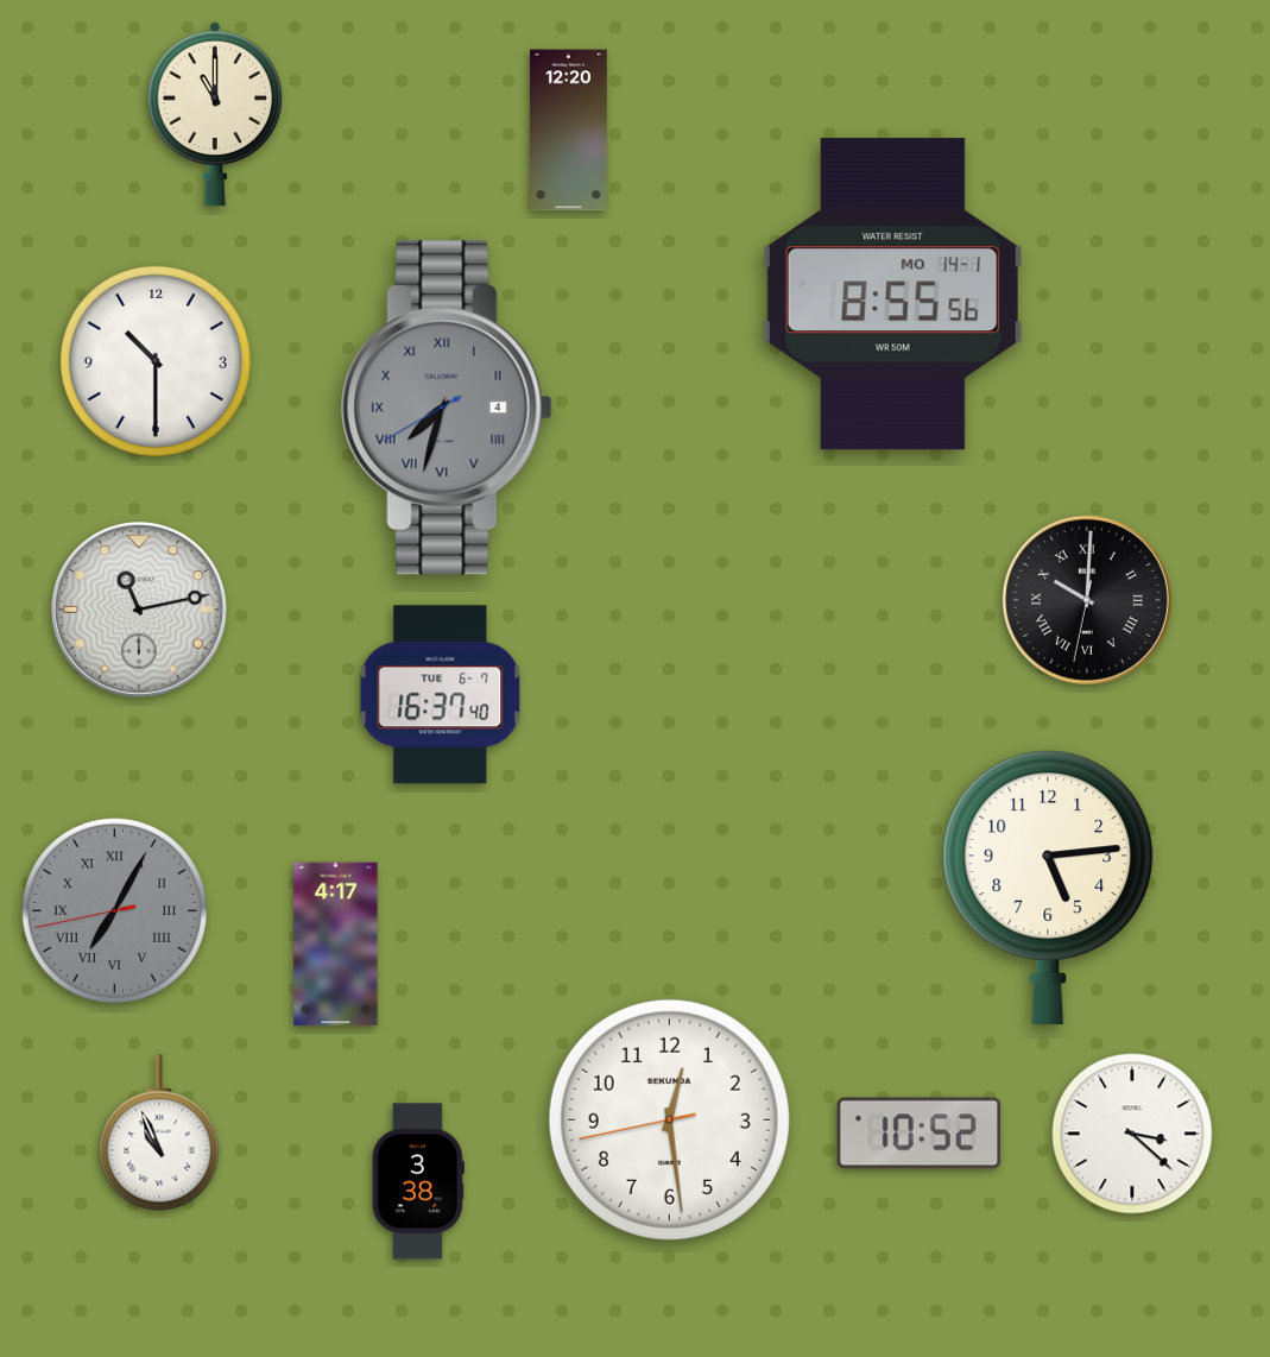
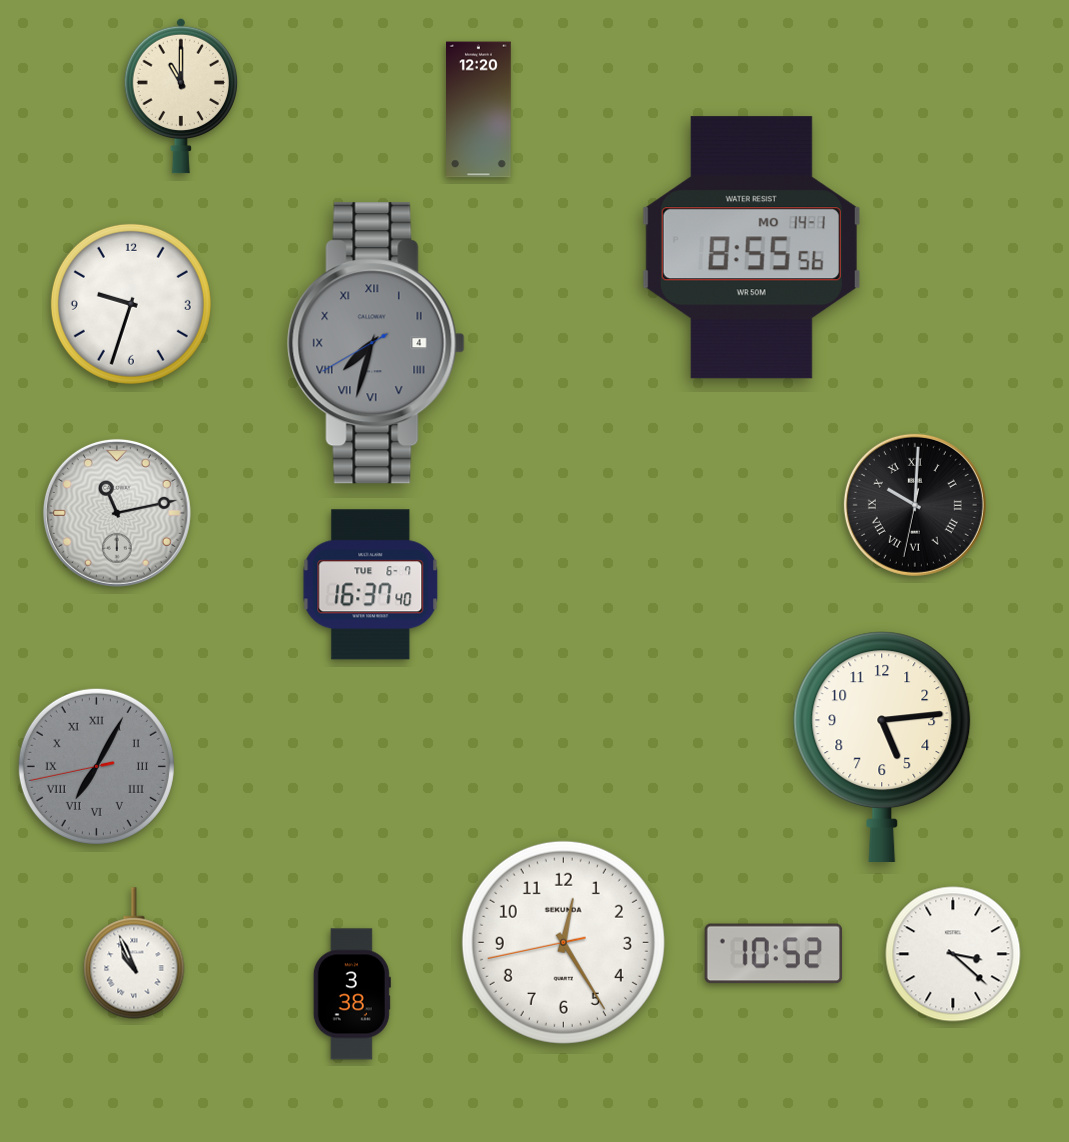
clock at (156, 361): 10:30 -> 9:33
clock at (336, 945): 4:17 -> none
clock at (669, 1119): 12:28 -> 12:24
